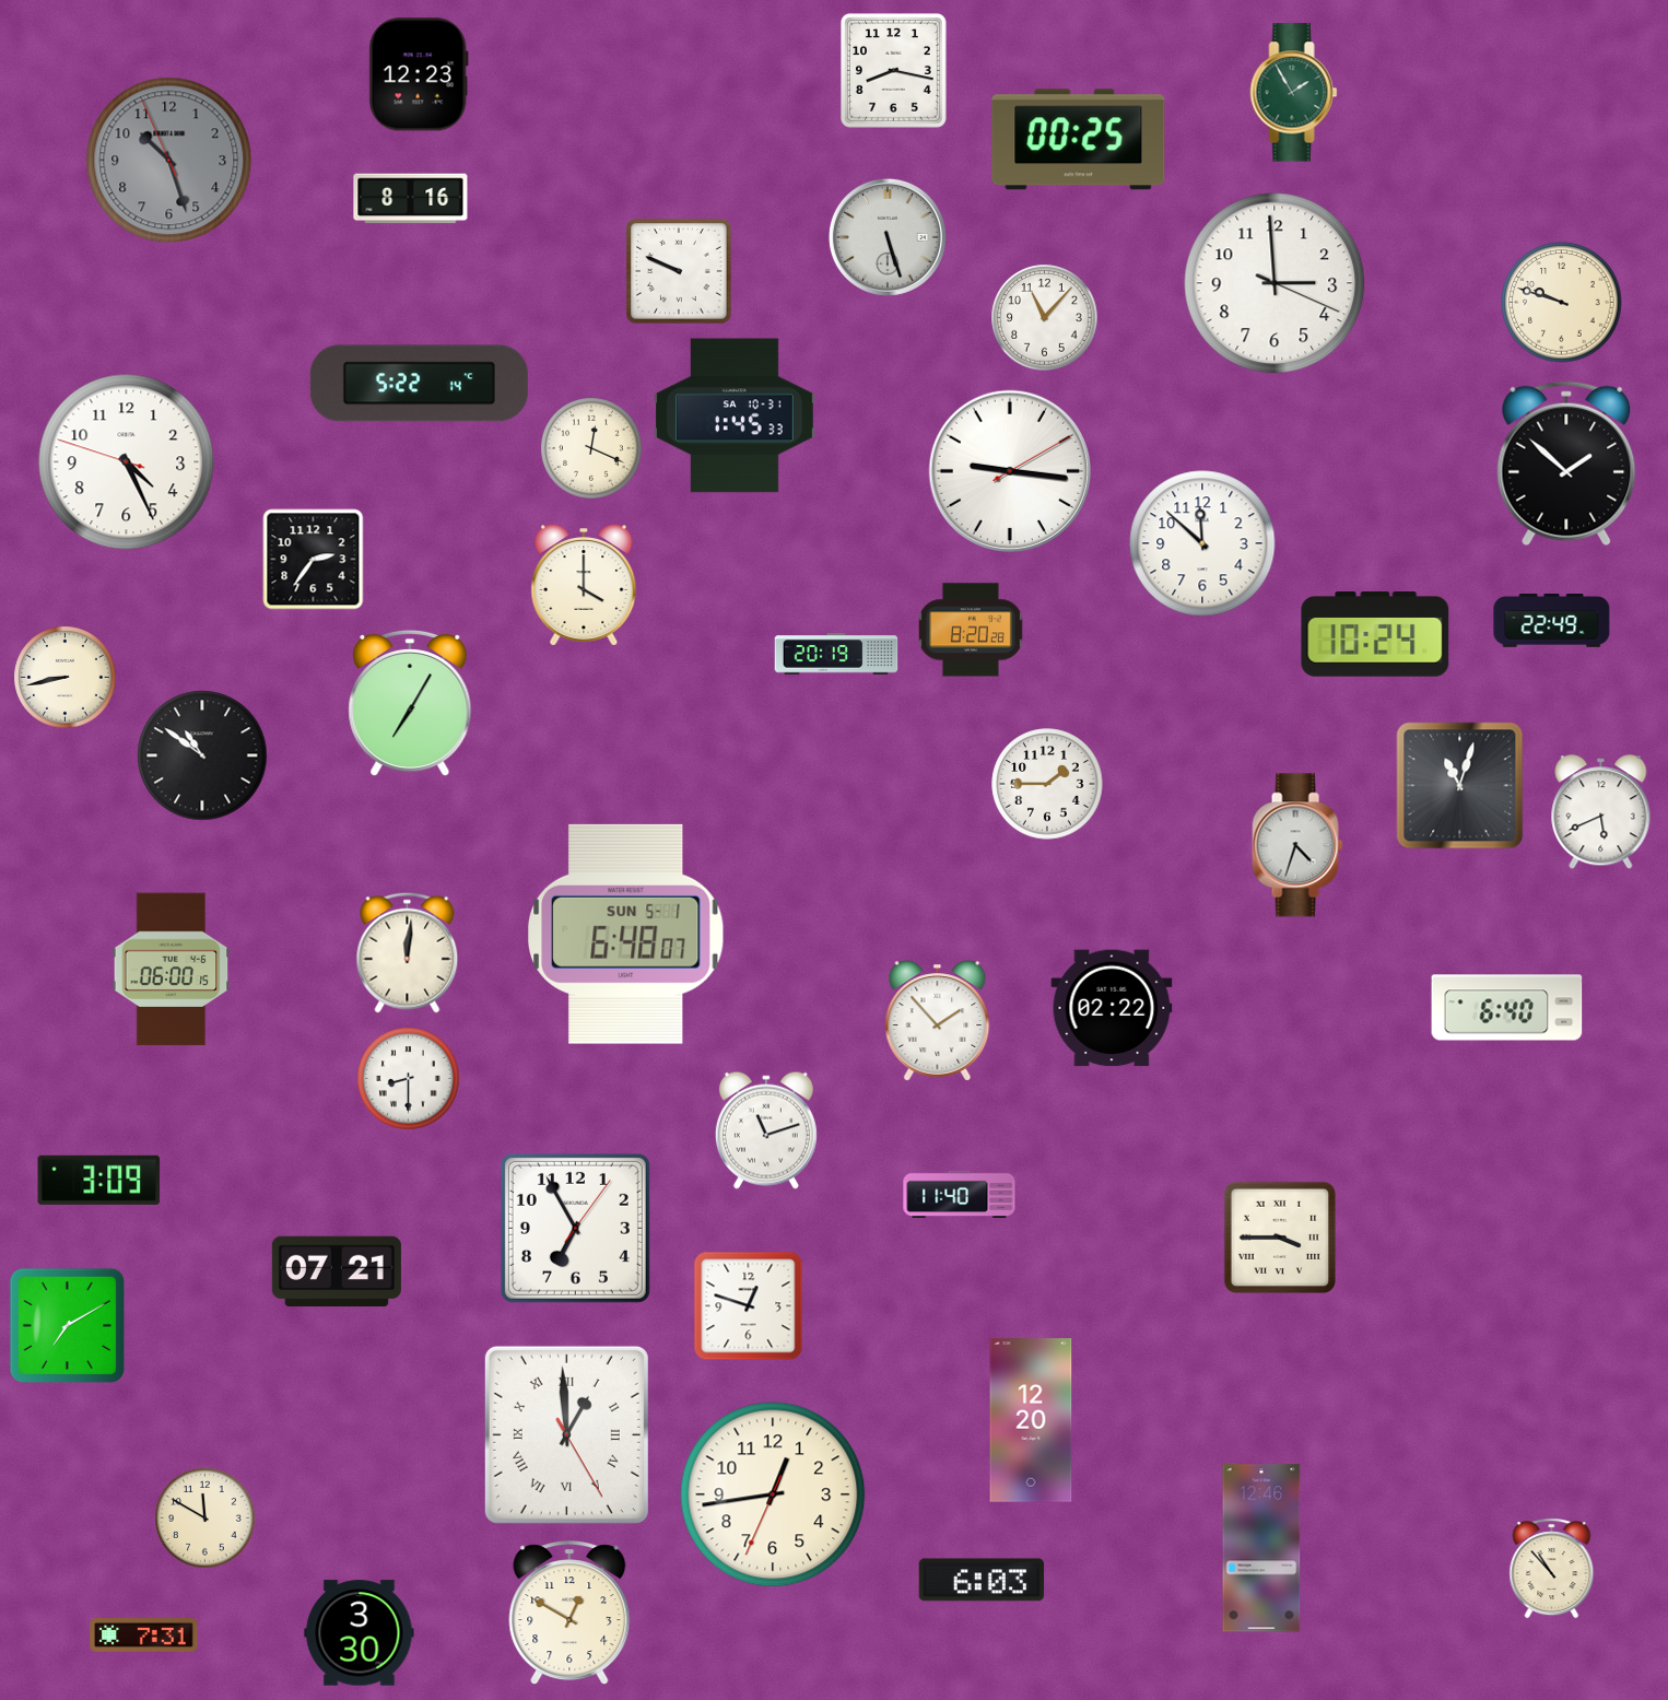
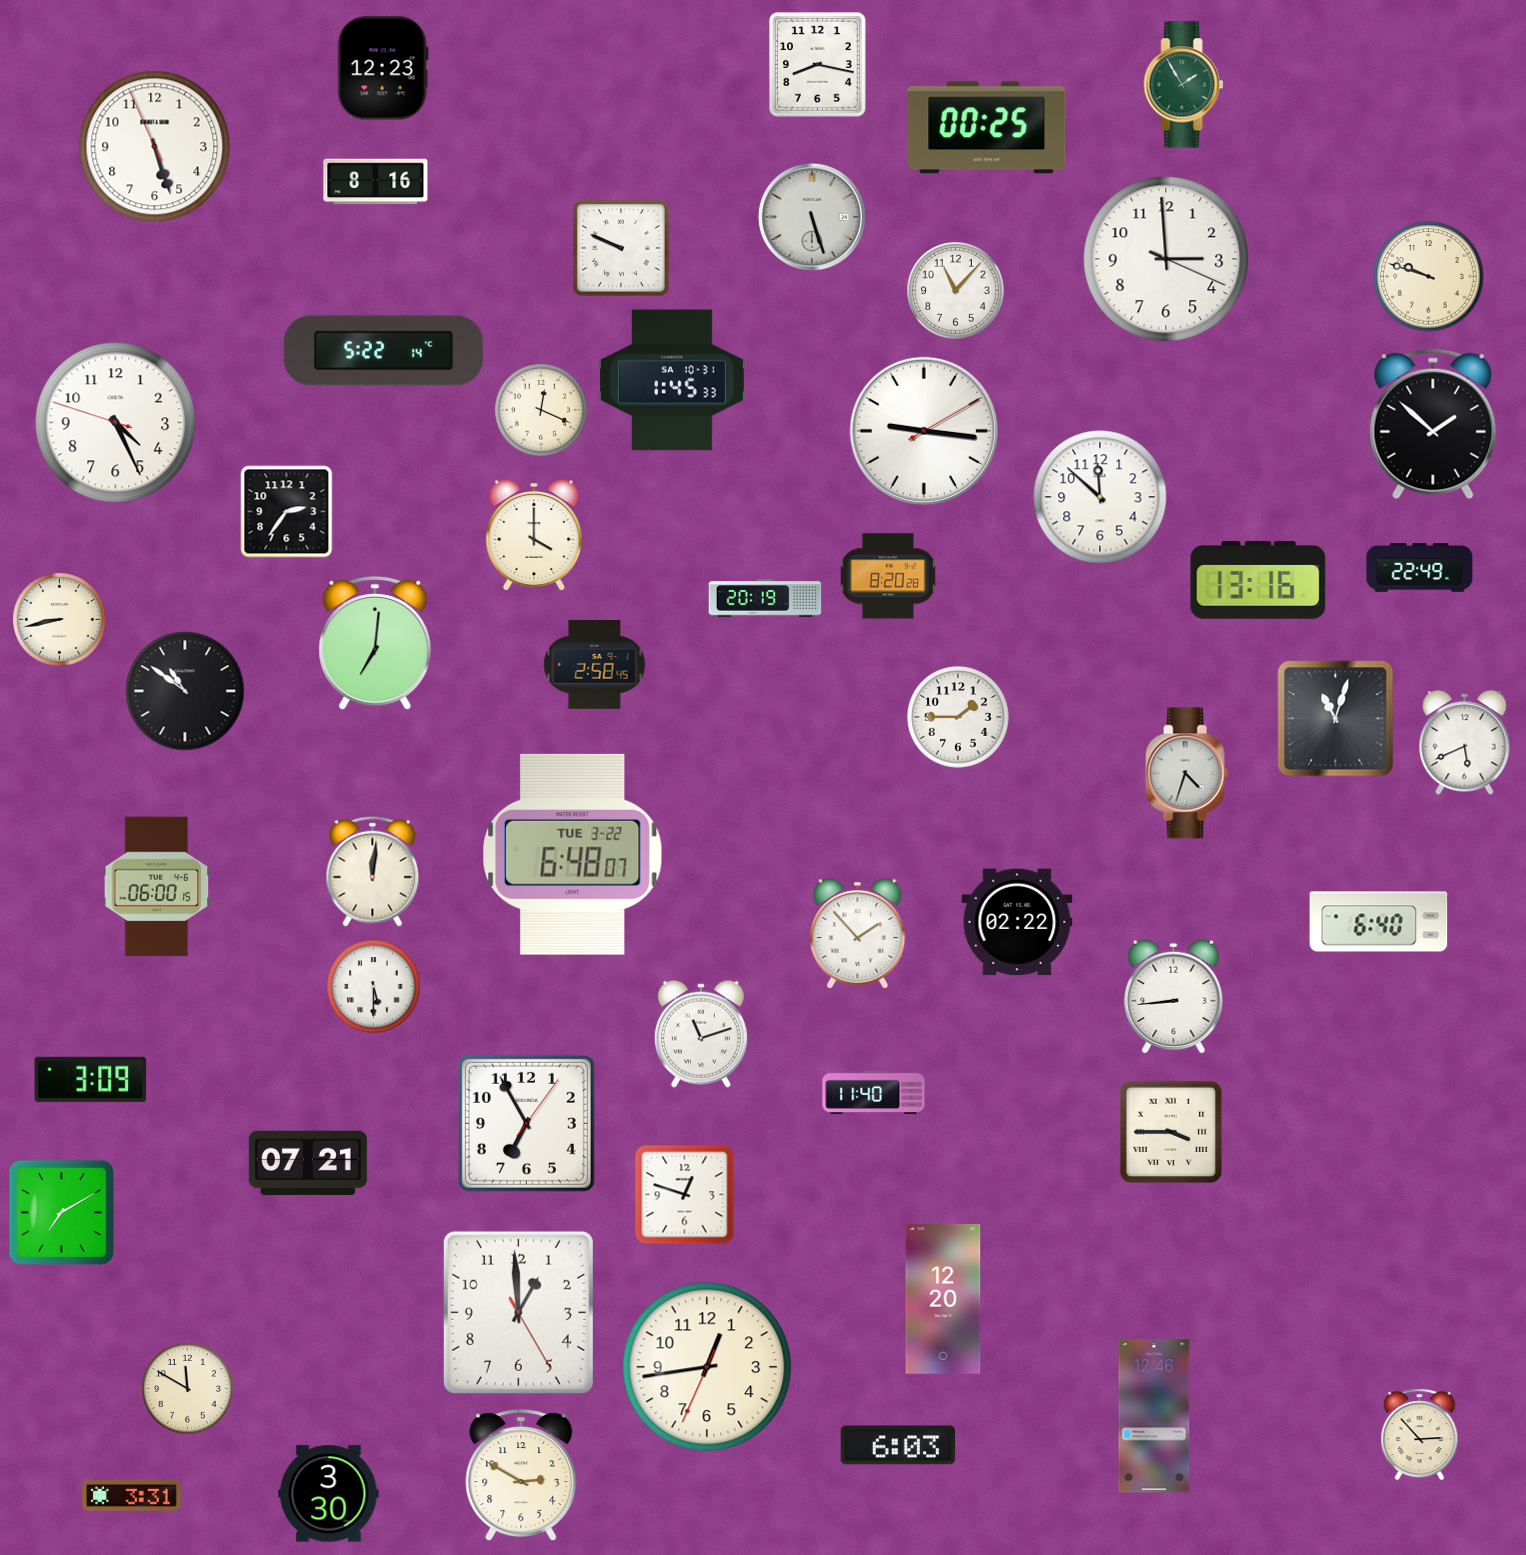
clock at (169, 161): 10:26 -> 5:26
clock at (169, 161) dial: grey -> white
clock at (1375, 635): 10:24 -> 13:16
clock at (410, 703): 7:05 -> 7:01
clock at (595, 665): none -> 2:58
clock at (626, 934) date: SUN 5-1 -> TUE 3-22
clock at (409, 1079): 8:30 -> 5:30
clock at (1174, 996): none -> 8:44
clock at (960, 1194) position: (960, 1194) -> (874, 1092)
clock at (566, 1434) numerals: Roman -> Arabic
clock at (1552, 1569): 10:53 -> 2:53
clock at (569, 1614): 12:50 -> 2:50
clock at (144, 1635): 7:31 -> 3:31
